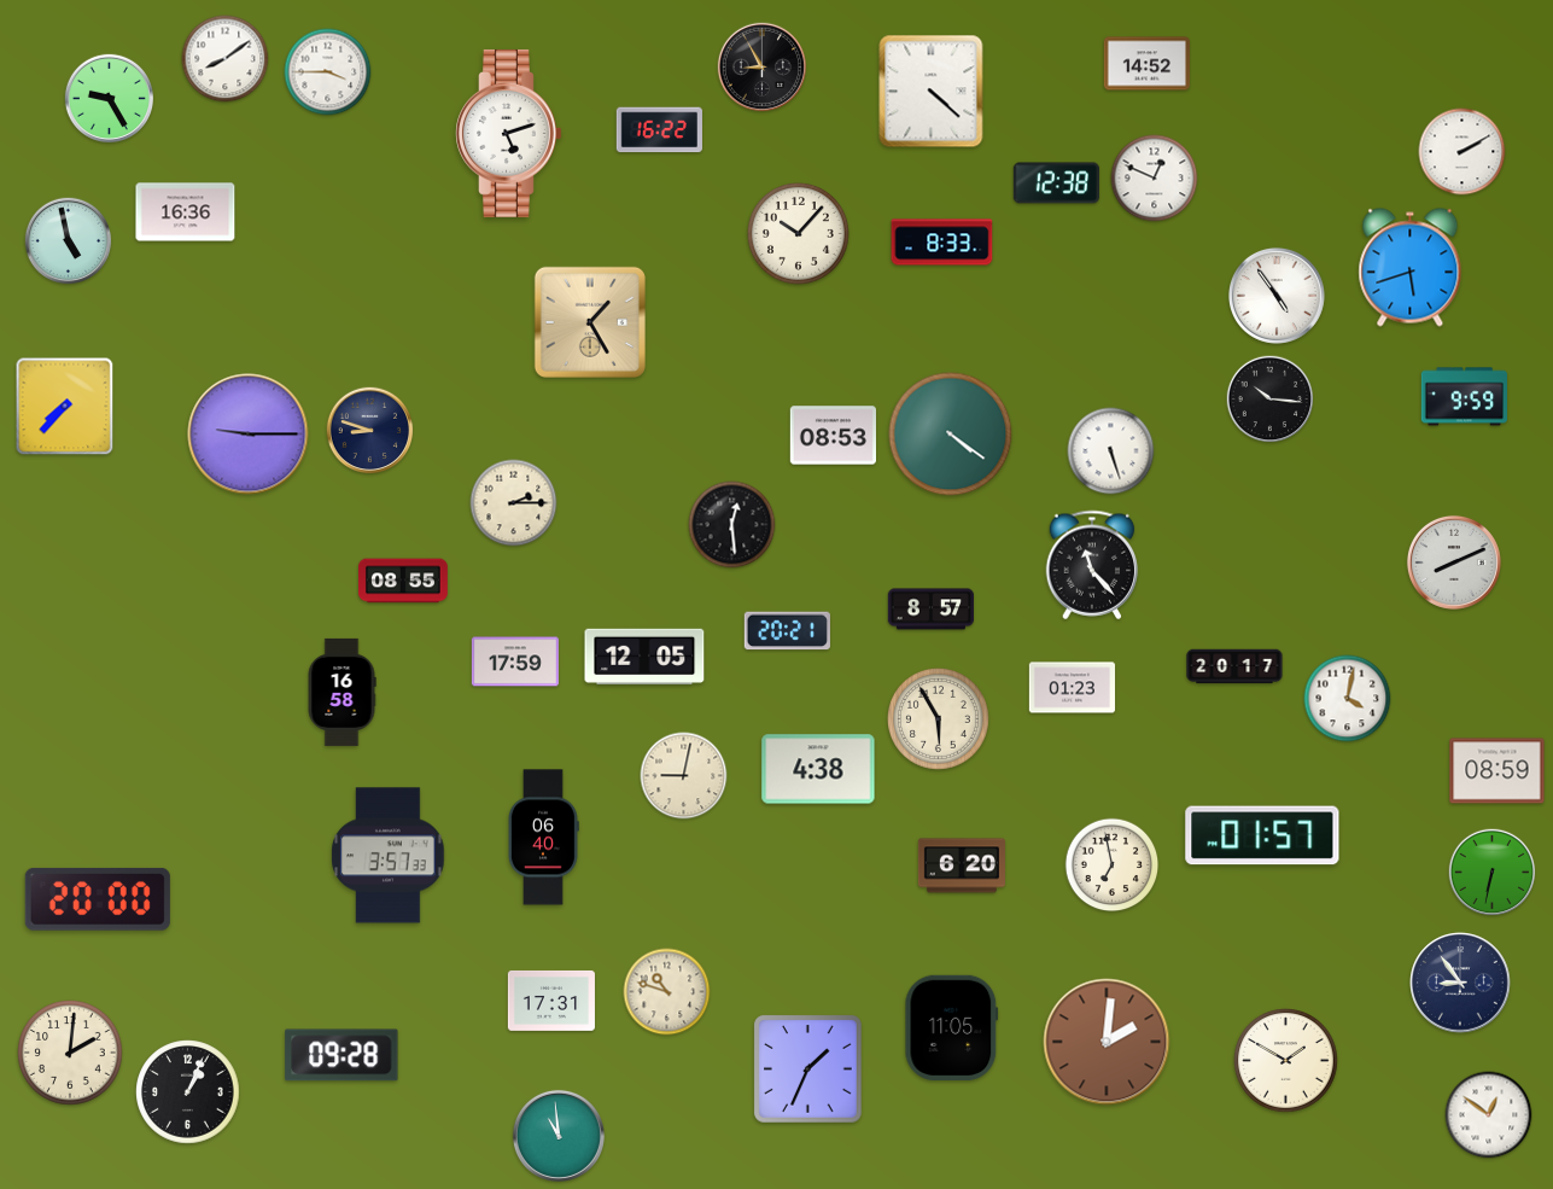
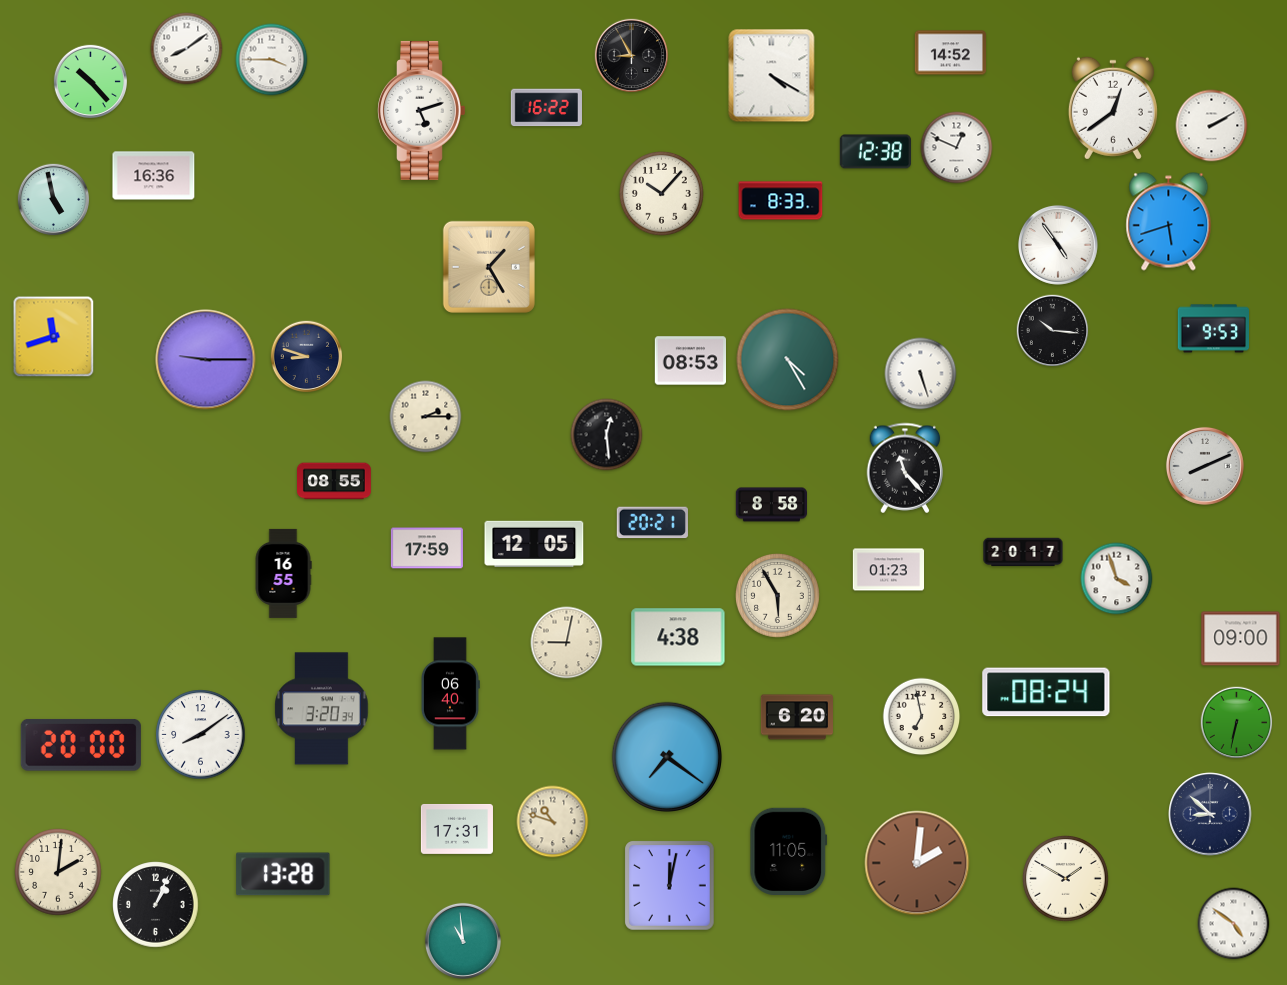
clock at (932, 92): 4:22 -> 4:20
clock at (109, 98): 9:25 -> 10:23
clock at (1113, 108): none -> 12:39
clock at (69, 241) position: (69, 241) -> (54, 200)
clock at (1464, 397): 9:59 -> 9:53
clock at (65, 407): 7:37 -> 11:42
clock at (951, 435): 4:21 -> 4:25
clock at (930, 610): 8:57 -> 8:58
clock at (341, 692): 16:58 -> 16:55
clock at (1348, 699): 4:02 -> 3:57
clock at (1497, 771): 08:59 -> 09:00
clock at (1262, 835): 01:57 -> 08:24
clock at (389, 856): 3:57 -> 3:20
clock at (201, 735): none -> 8:09
clock at (666, 756): none -> 7:21
clock at (1460, 983): 8:54 -> 8:52
clock at (341, 1055): 09:28 -> 13:28
clock at (808, 1069): 1:34 -> 12:02
clock at (1489, 1115): 12:51 -> 4:51
